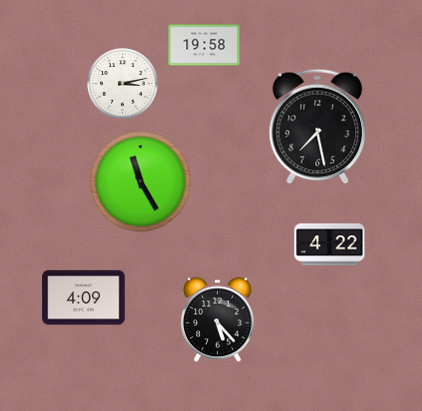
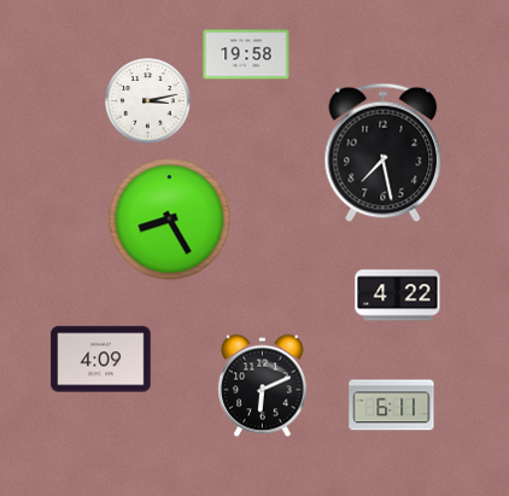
clock at (141, 182): 11:25 -> 8:25
clock at (218, 320): 5:23 -> 6:11
clock at (392, 405): none -> 6:11
